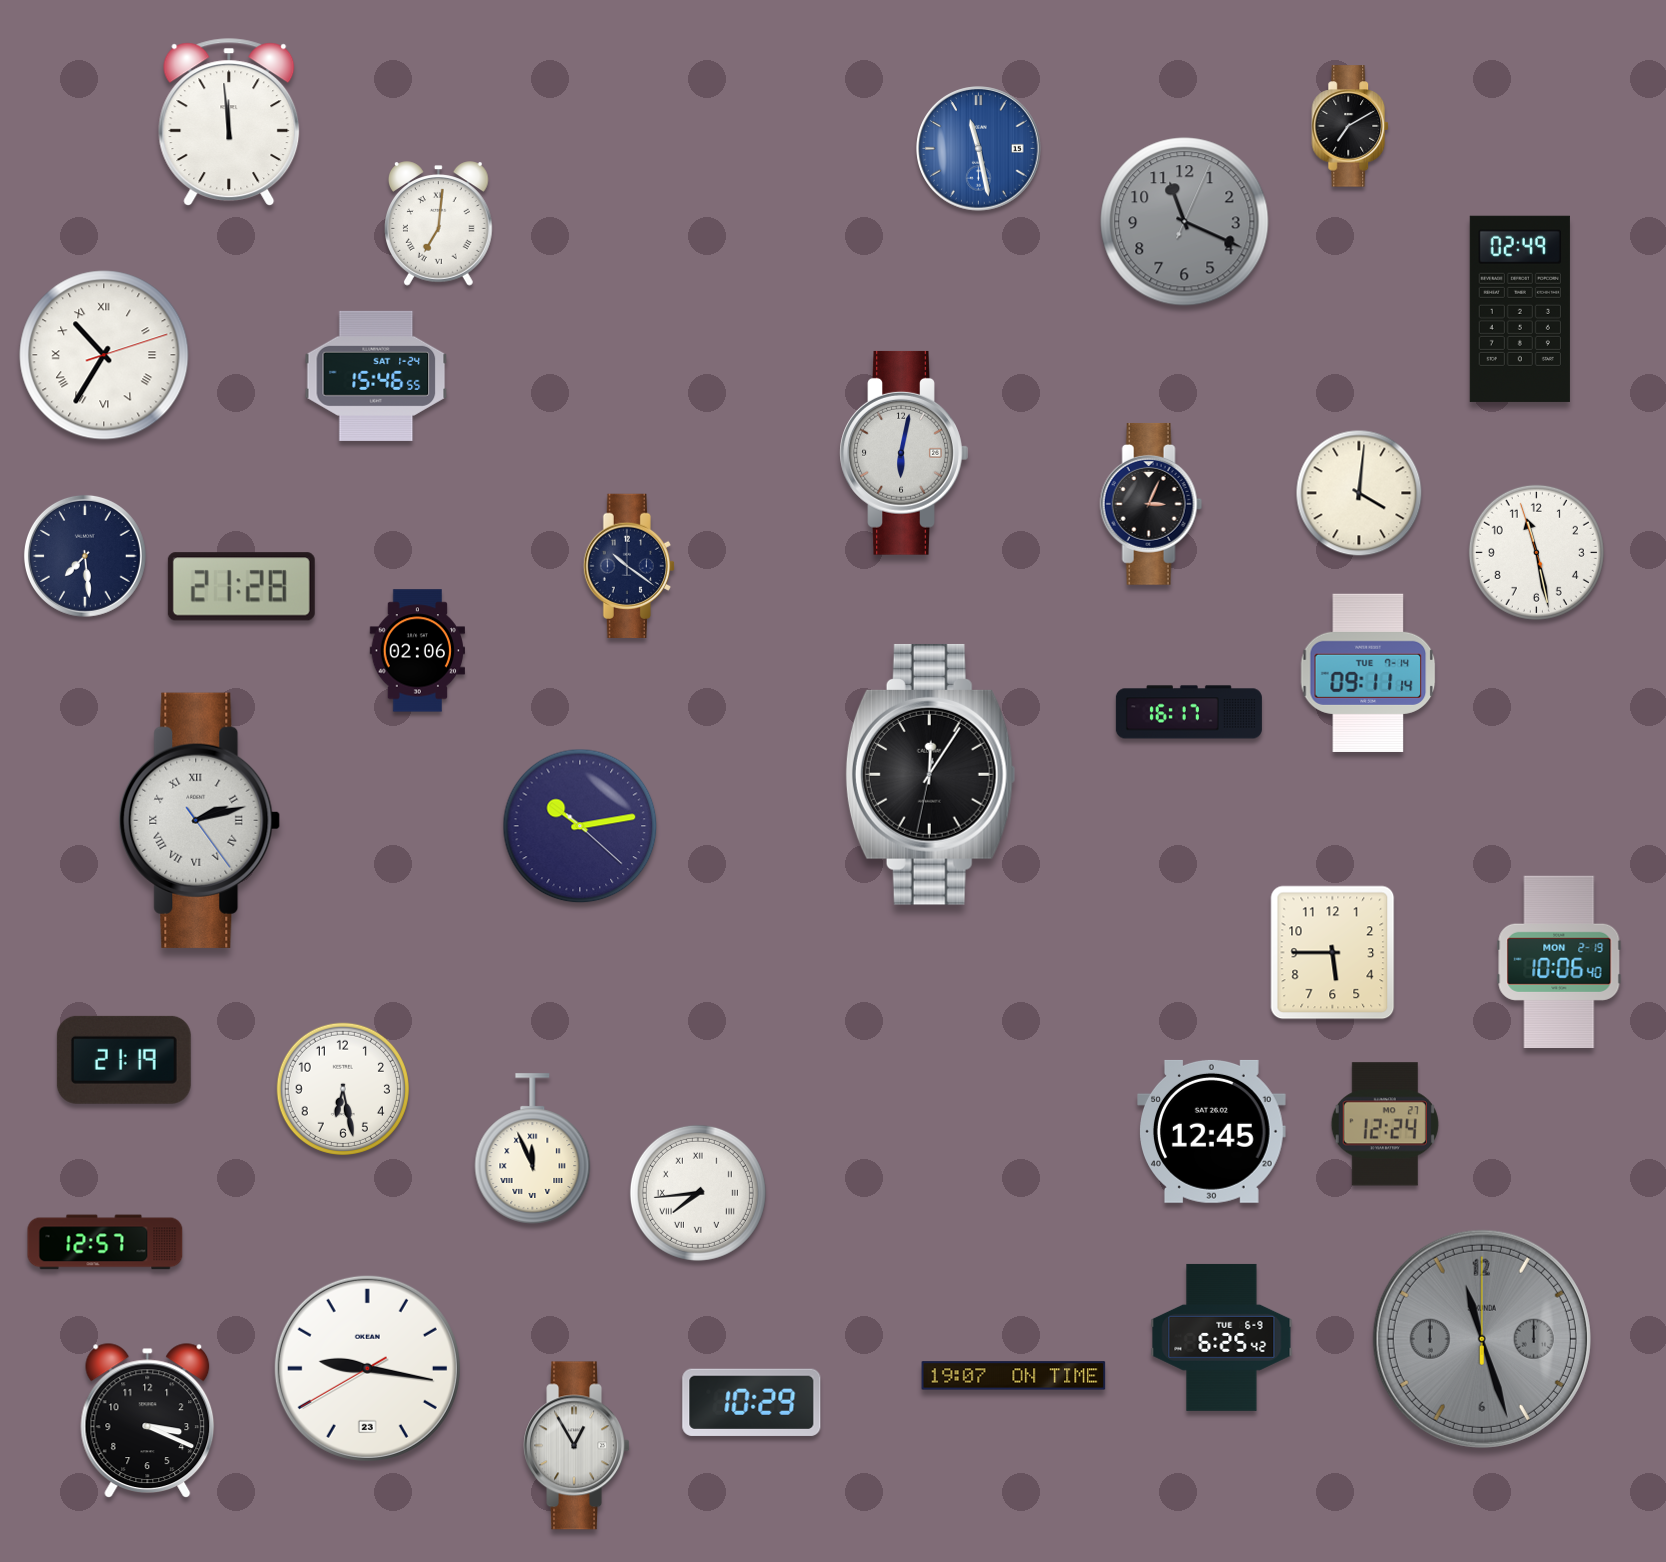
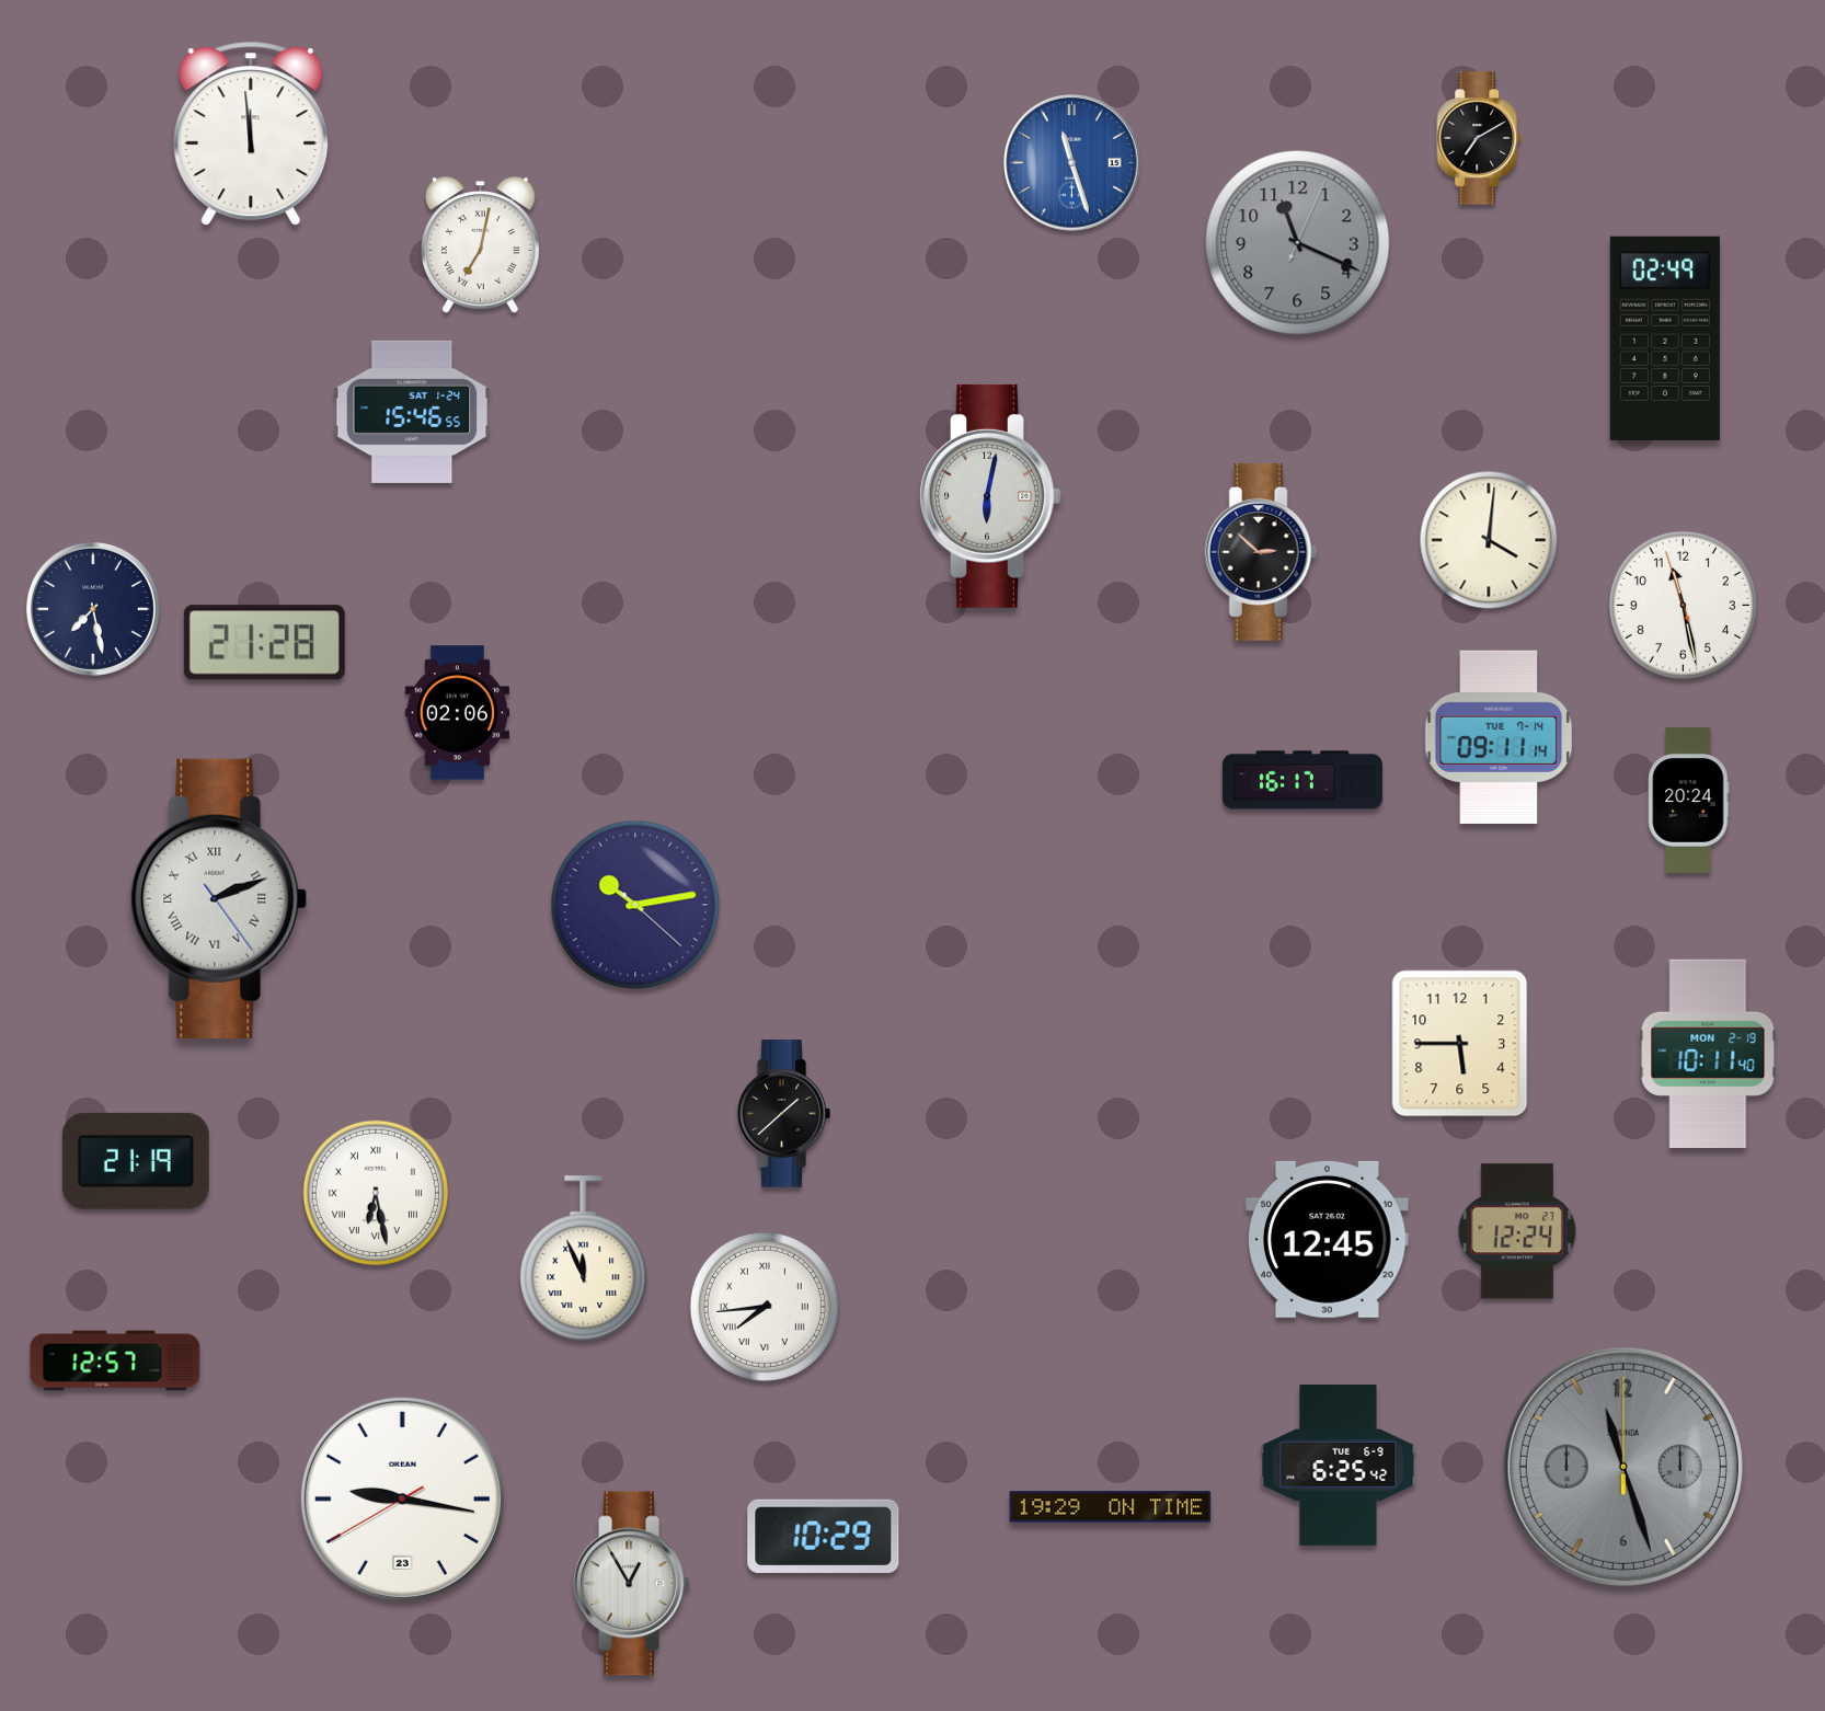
clock at (979, 149): 11:28 -> 11:27
clock at (439, 224): 7:01 -> 7:02
clock at (104, 355): 10:35 -> none
clock at (1151, 504): 3:04 -> 2:52
clock at (85, 556): 7:29 -> 7:28
clock at (629, 565): 10:21 -> none
clock at (1689, 800): none -> 20:24
clock at (930, 774): 12:05 -> none
clock at (200, 820): 2:12 -> 2:11
clock at (1559, 962): 10:06 -> 10:11
clock at (783, 1114): none -> 1:38
clock at (343, 1089) numerals: Arabic -> Roman
clock at (1014, 1376): 19:07 -> 19:29
clock at (148, 1420): 3:19 -> none
